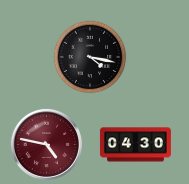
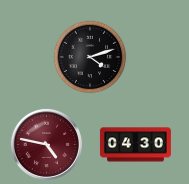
clock at (90, 57): 4:17 -> 4:12
